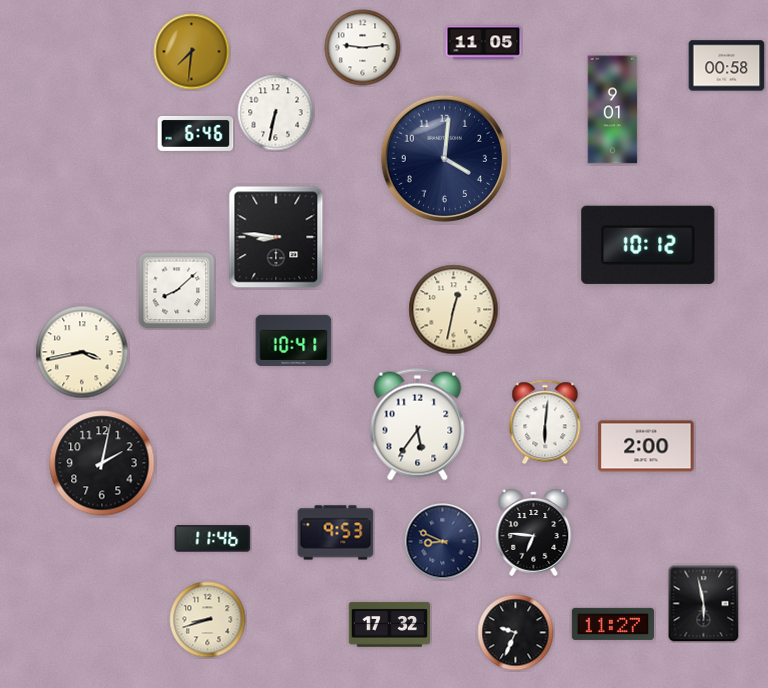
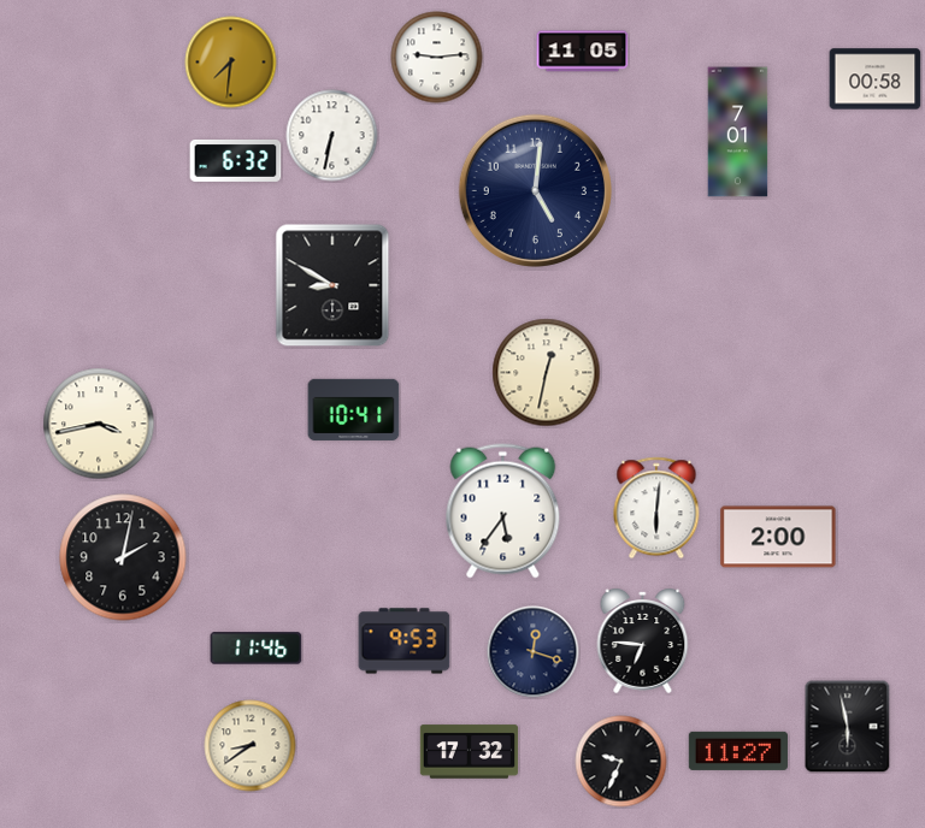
clock at (613, 110): 9:01 -> 7:01
clock at (196, 133): 6:46 -> 6:32
clock at (444, 158): 4:01 -> 5:01
clock at (276, 237): 8:46 -> 8:50
clock at (648, 245): 10:12 -> none
clock at (177, 291): 8:08 -> none
clock at (443, 542): 8:49 -> 12:18
clock at (208, 620): 8:42 -> 8:39
